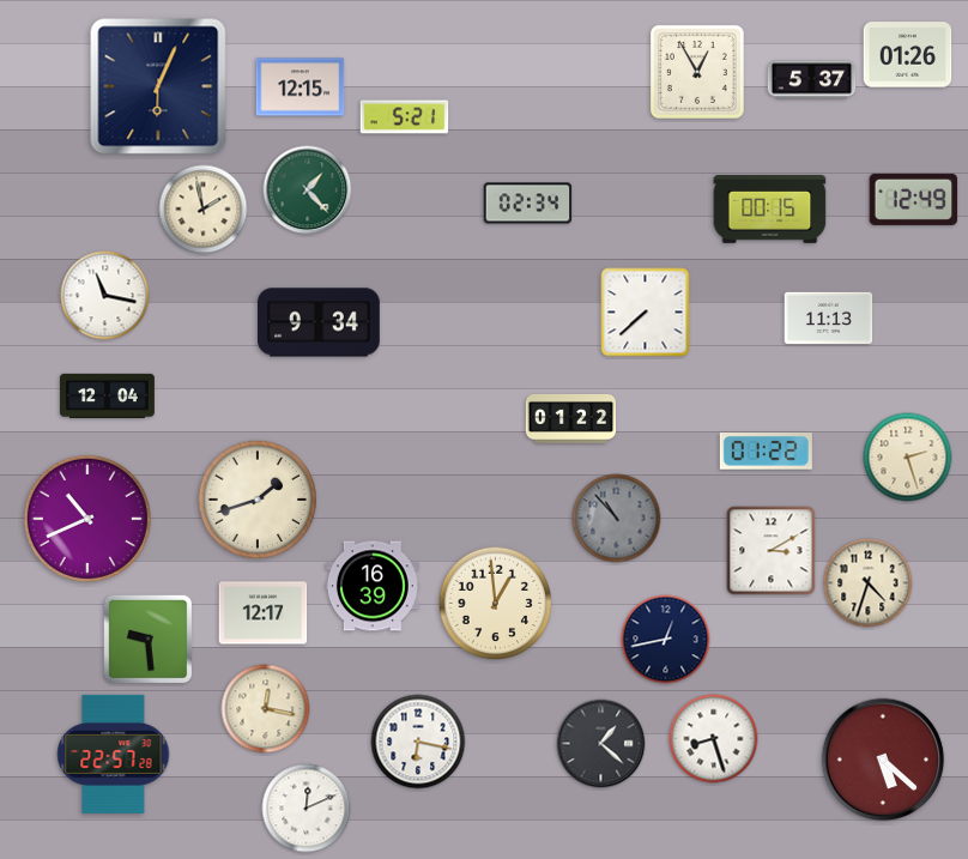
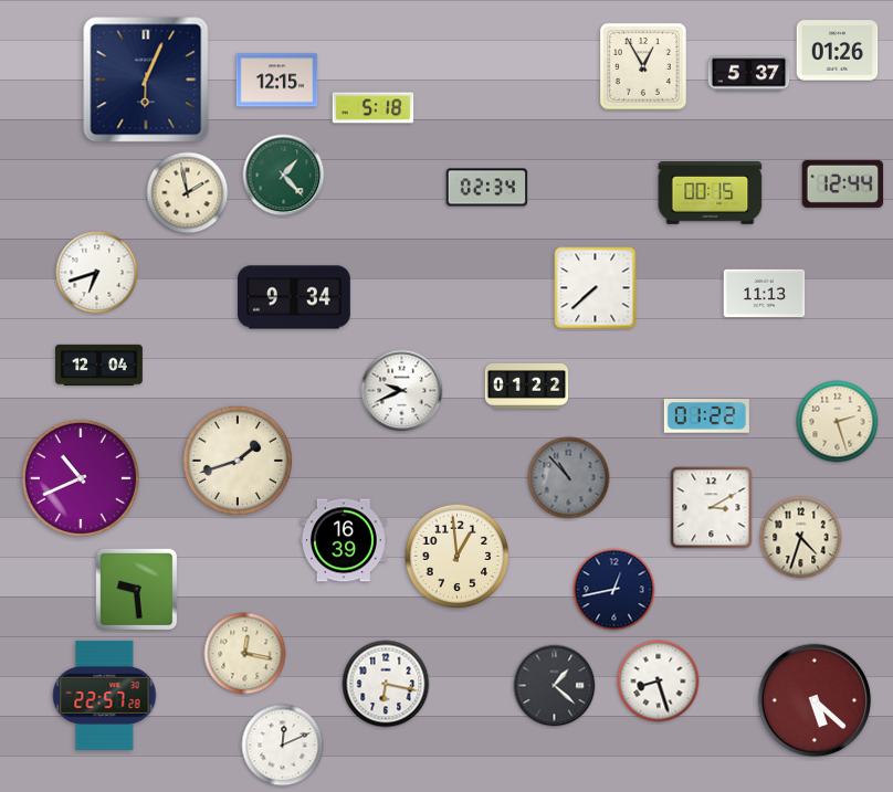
clock at (405, 117): 5:21 -> 5:18
clock at (914, 199): 12:49 -> 12:44
clock at (105, 296): 11:17 -> 6:42
clock at (402, 391): none -> 9:41
clock at (264, 613): 12:17 -> none
